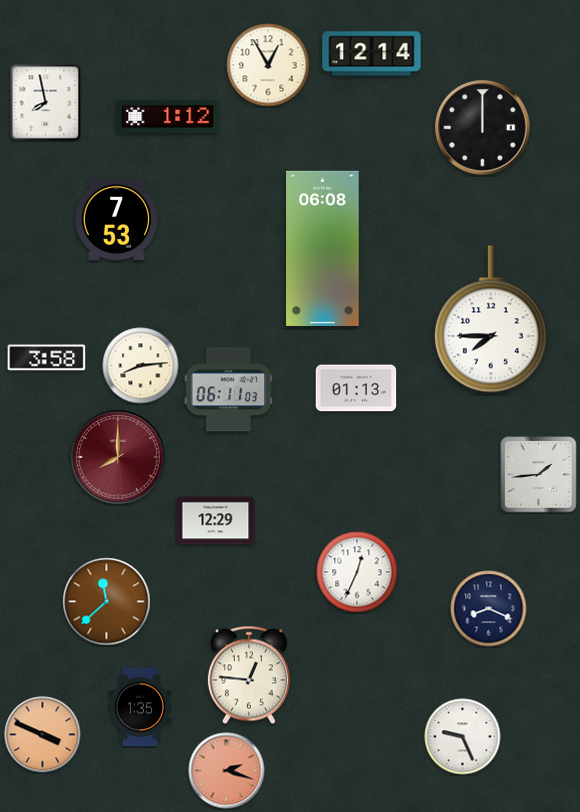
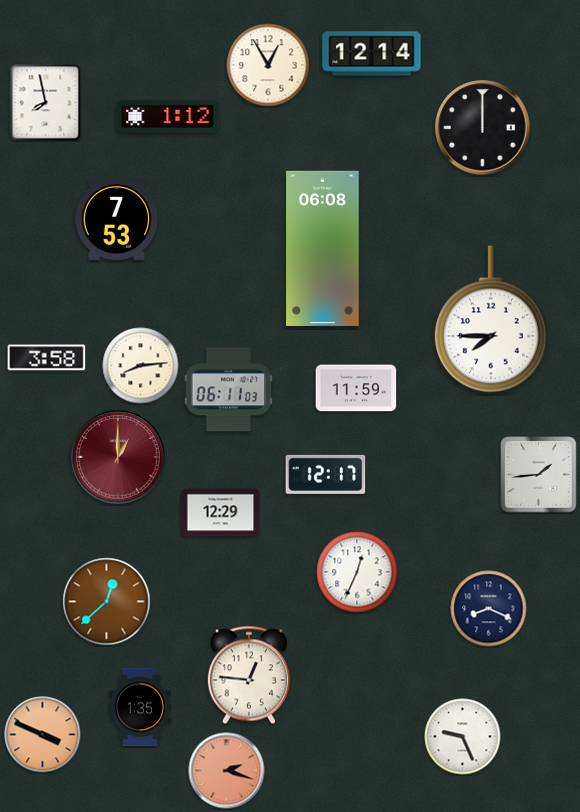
clock at (356, 388): 01:13 -> 11:59
clock at (118, 457): 8:00 -> 1:00
clock at (326, 474): none -> 12:17
clock at (216, 521) position: (216, 521) -> (221, 513)
clock at (107, 602): 11:38 -> 12:38
